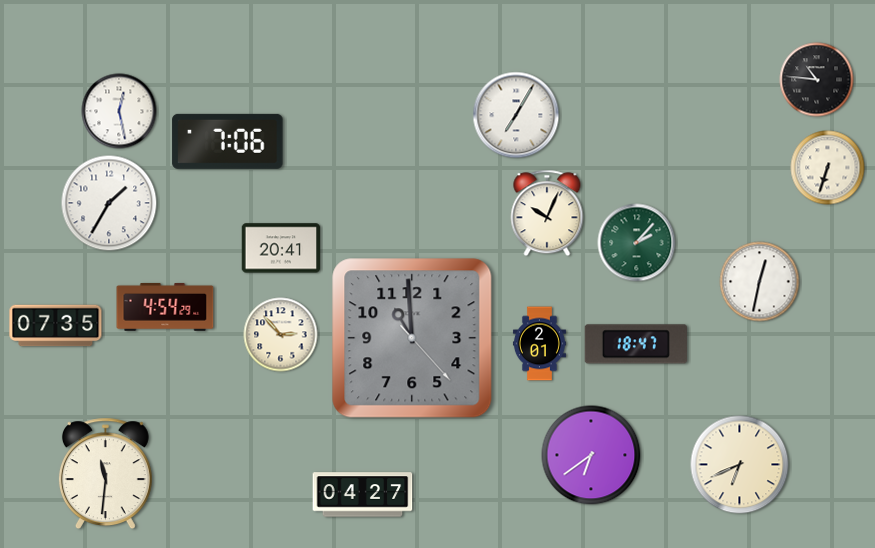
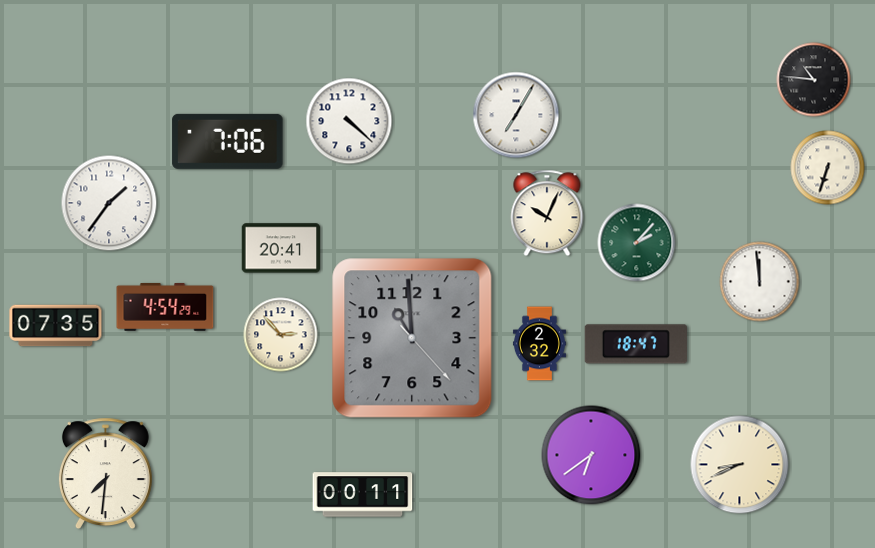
clock at (817, 80) position: (817, 80) -> (814, 80)
clock at (119, 111): 12:28 -> none
clock at (349, 121): none -> 4:22
clock at (109, 203): 1:35 -> 1:36
clock at (760, 282): 12:32 -> 11:59
clock at (539, 344): 2:01 -> 2:32
clock at (740, 465): 6:41 -> 8:41
clock at (105, 474): 11:31 -> 7:31
clock at (363, 495): 04:27 -> 00:11
